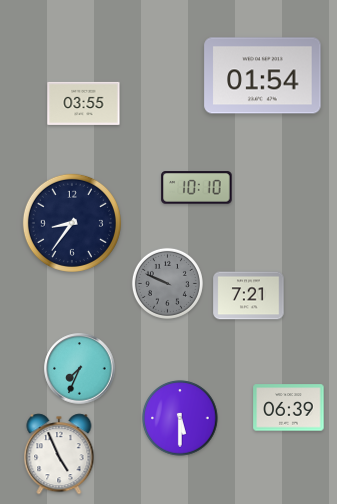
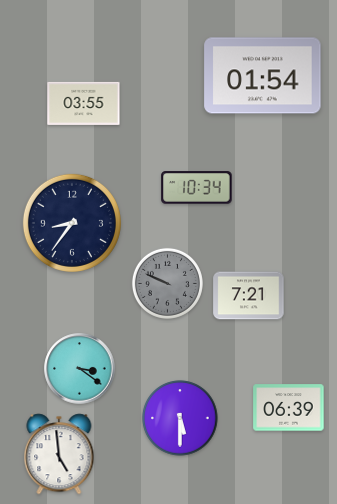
clock at (197, 188): 10:10 -> 10:34
clock at (80, 369): 7:34 -> 3:21
clock at (59, 454): 4:56 -> 4:59
